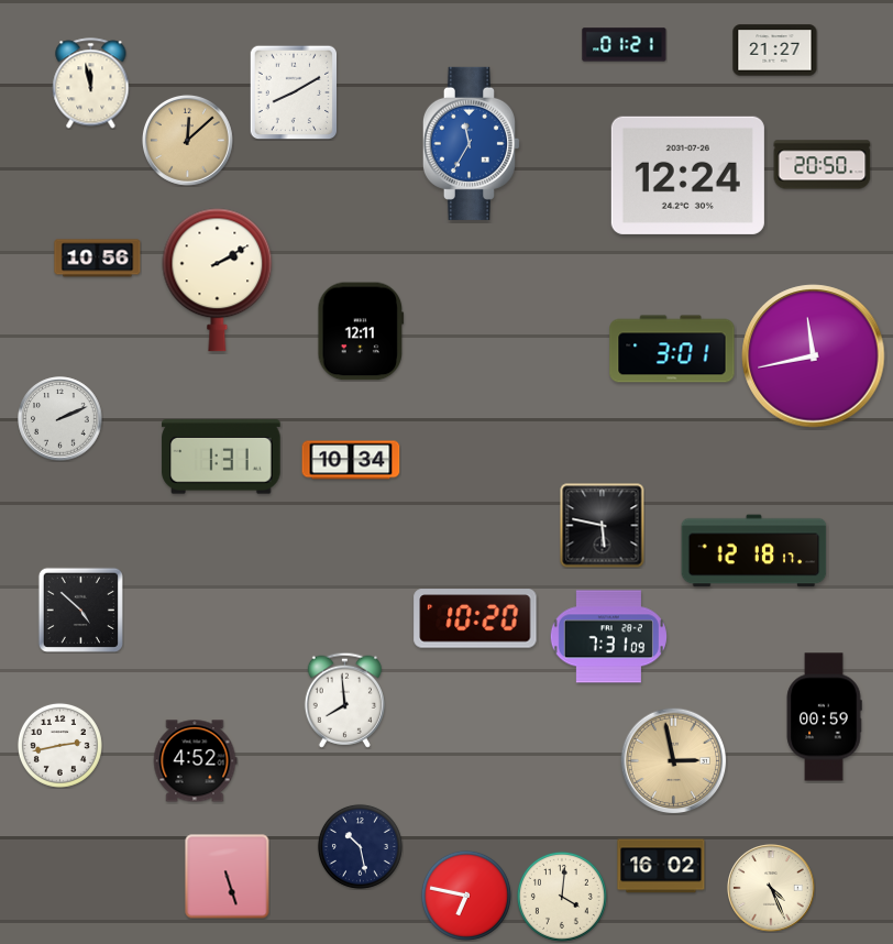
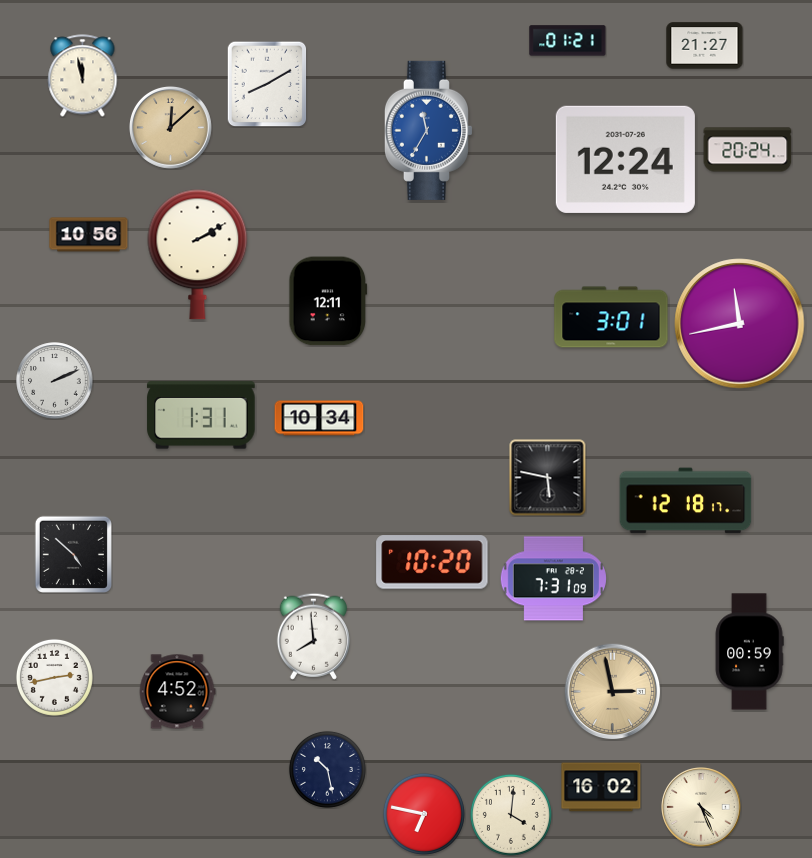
clock at (823, 165): 20:50 -> 20:24
clock at (228, 877): 5:27 -> none
